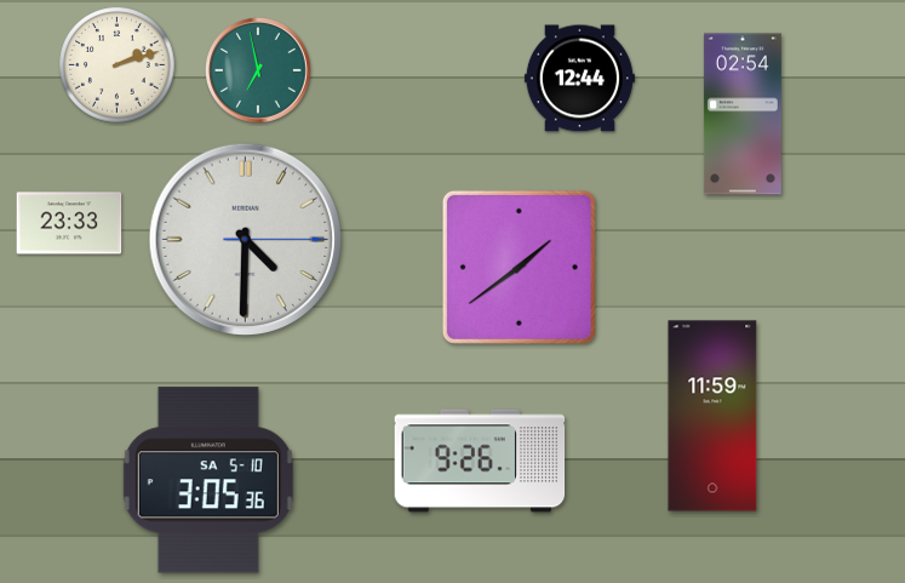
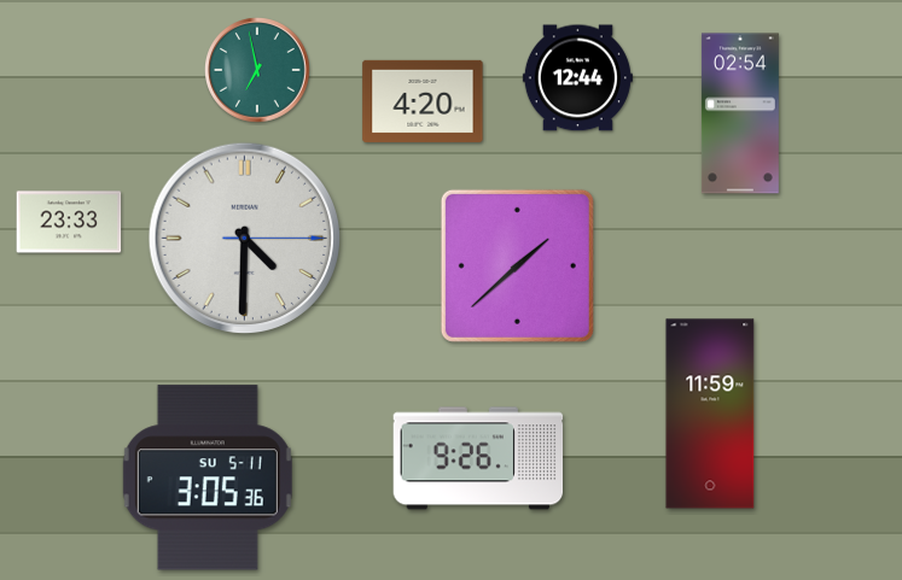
clock at (118, 65): 2:12 -> none
clock at (423, 101): none -> 4:20
clock at (519, 267): 1:39 -> 1:38
clock at (208, 480) date: SA 5-10 -> SU 5-11
